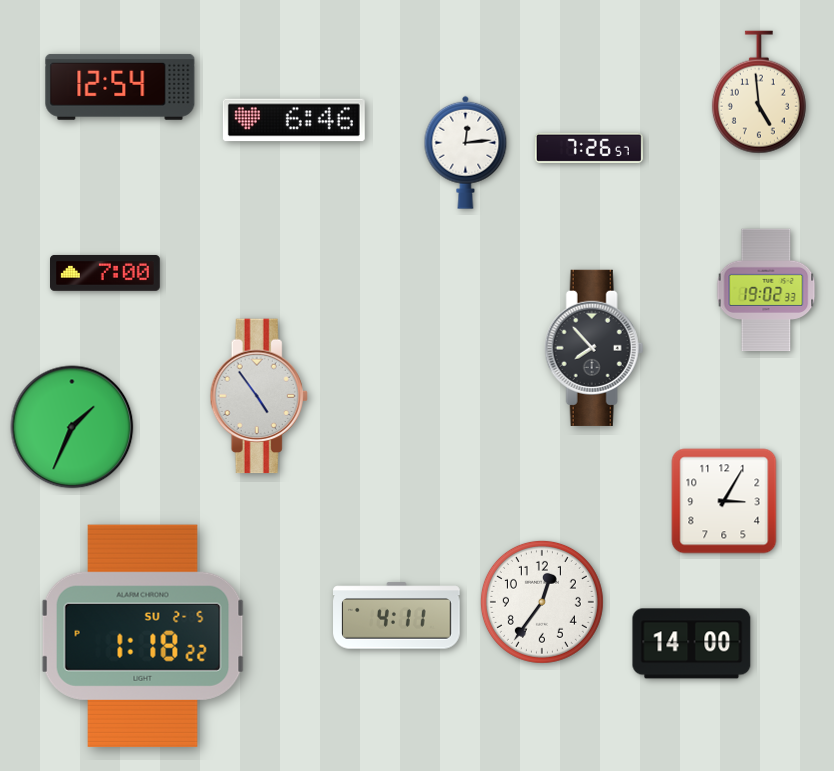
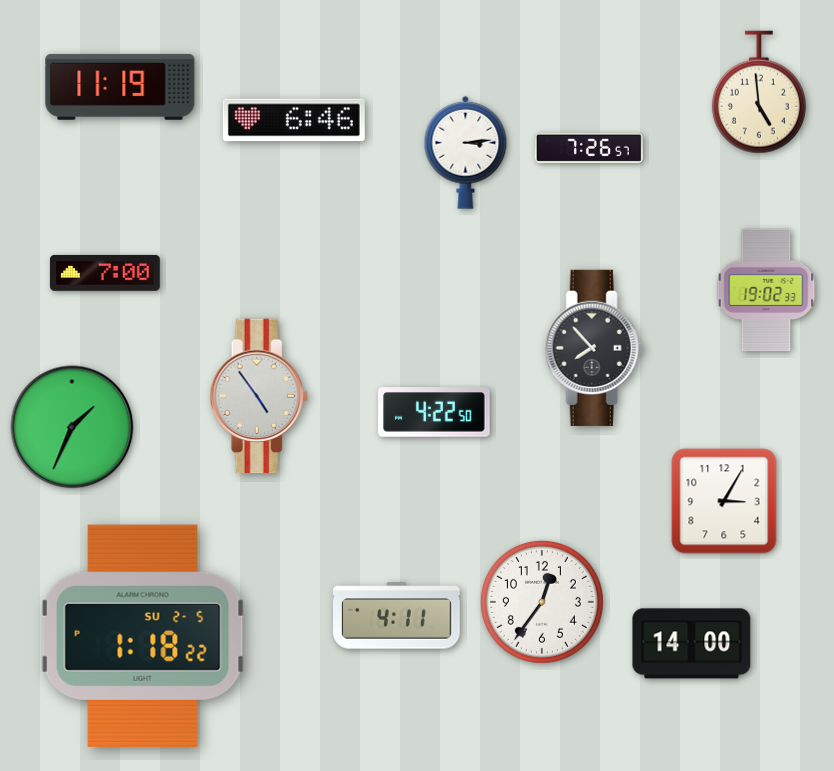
clock at (120, 87): 12:54 -> 11:19
clock at (466, 152): 12:14 -> 3:14
clock at (434, 412): none -> 4:22
